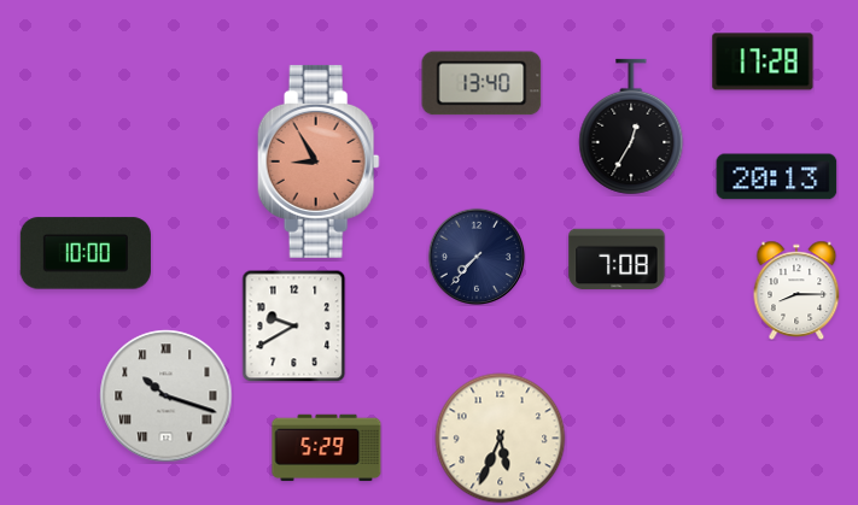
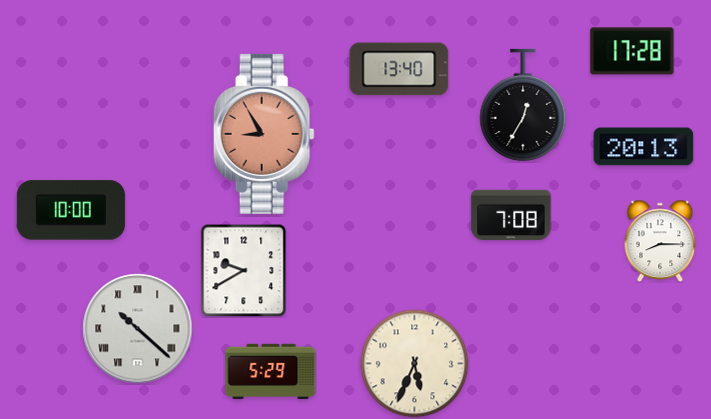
clock at (475, 256): 7:37 -> none
clock at (167, 397): 10:18 -> 10:22
